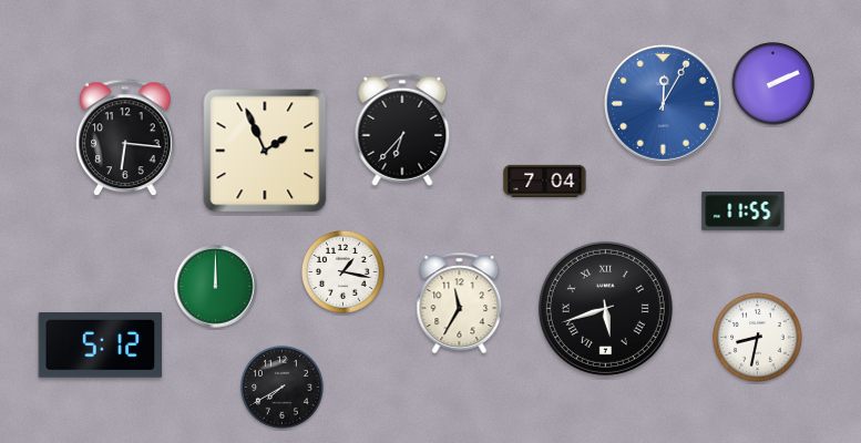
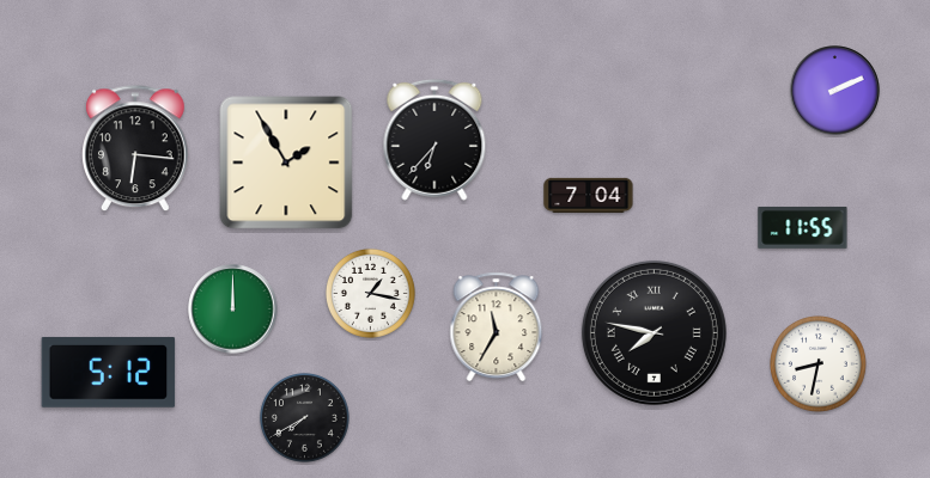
clock at (663, 103): 12:05 -> none
clock at (265, 151): 1:56 -> 1:55
clock at (605, 308): 5:42 -> 7:47
